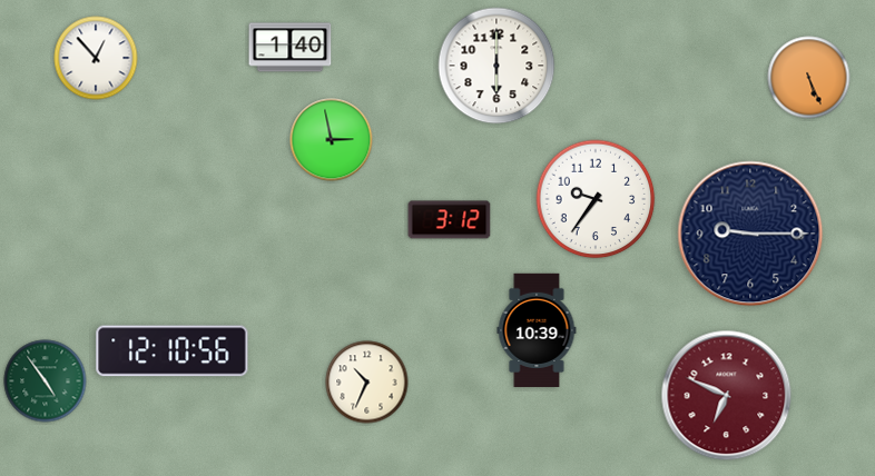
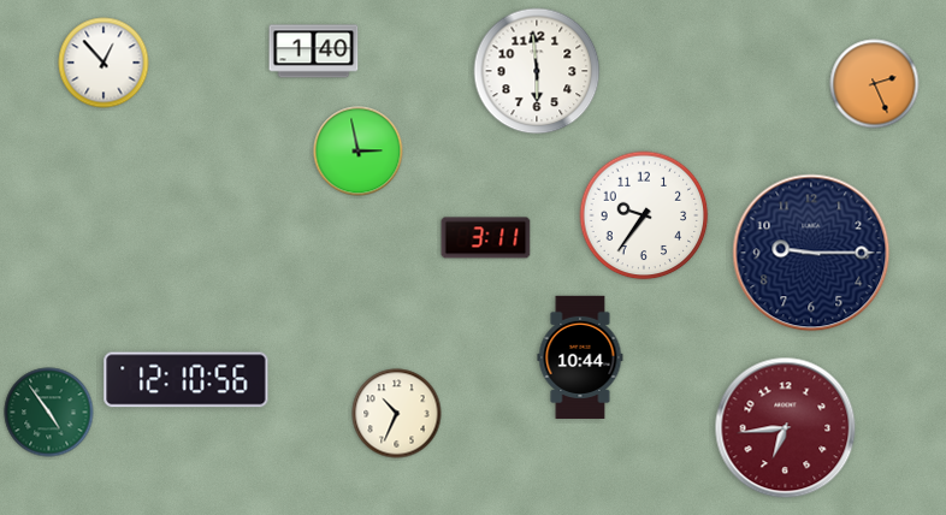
clock at (497, 66): 6:00 -> 5:59
clock at (809, 78): 5:26 -> 2:26
clock at (450, 220): 3:12 -> 3:11
clock at (537, 329): 10:39 -> 10:44
clock at (727, 396): 6:49 -> 6:44
